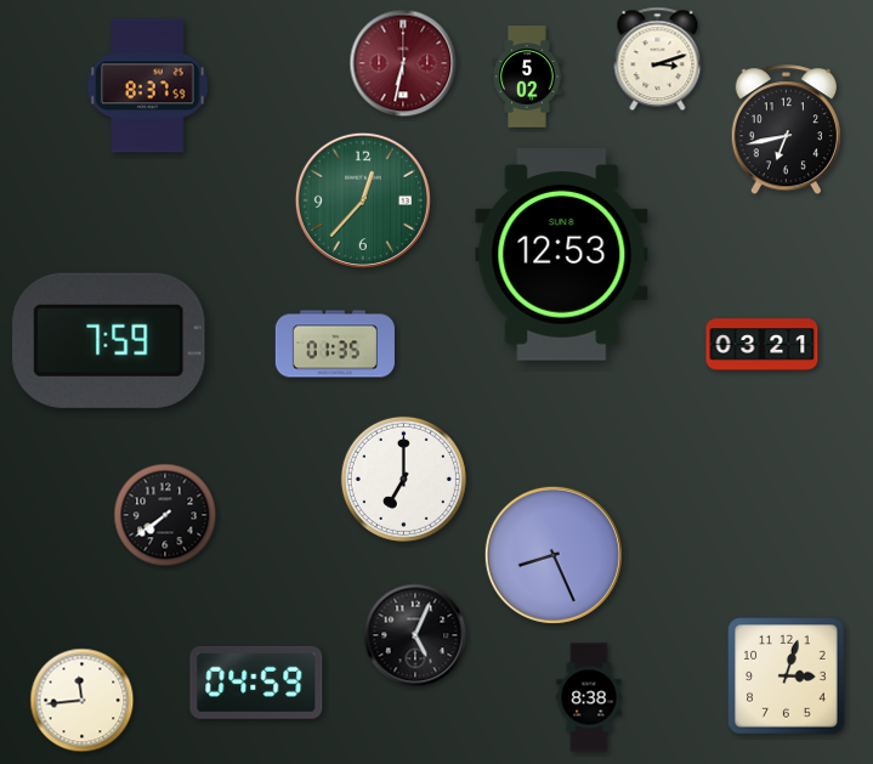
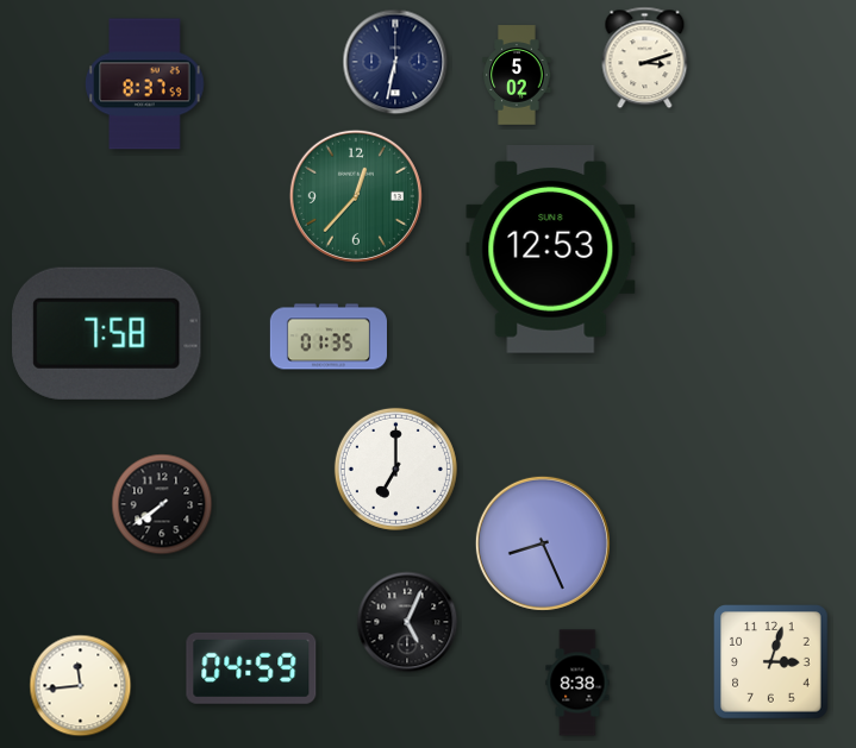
clock at (403, 63) dial: burgundy -> navy
clock at (786, 130): 6:43 -> none
clock at (109, 340): 7:59 -> 7:58
clock at (763, 345): 03:21 -> none
